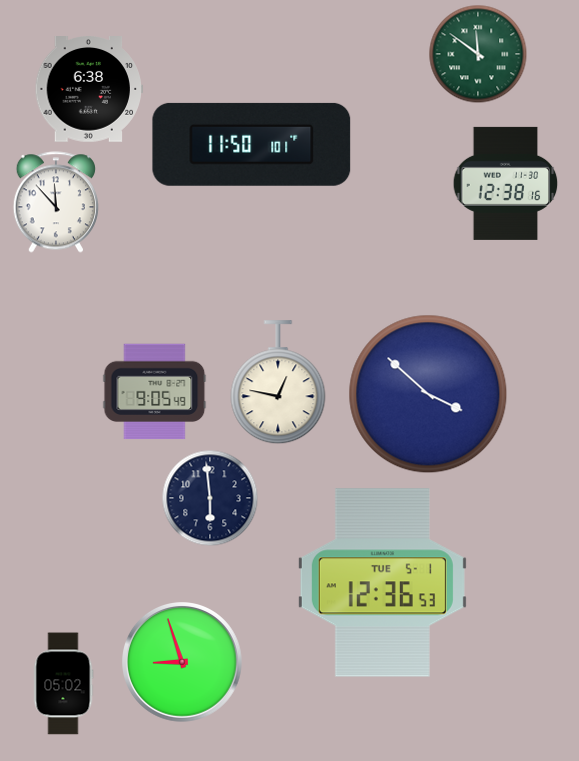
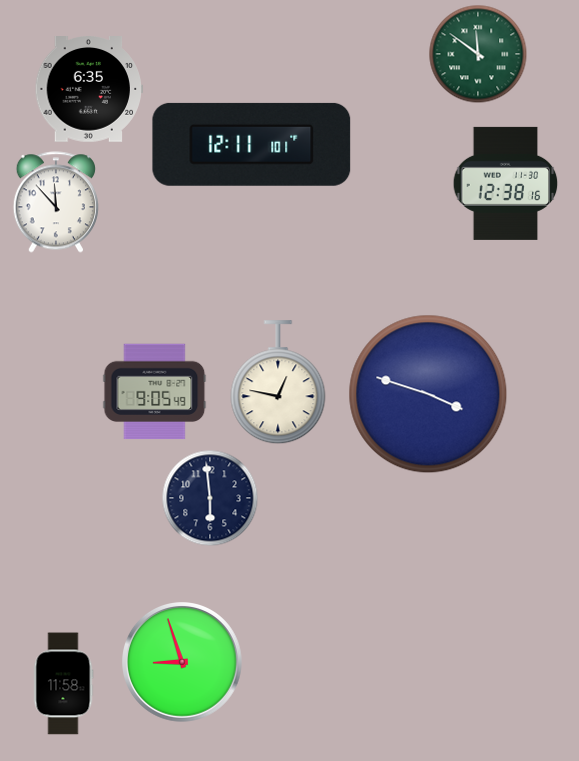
clock at (89, 90): 6:38 -> 6:35
clock at (252, 144): 11:50 -> 12:11
clock at (428, 394): 3:52 -> 3:48
clock at (382, 583): 12:36 -> none
clock at (63, 684): 05:02 -> 11:58
